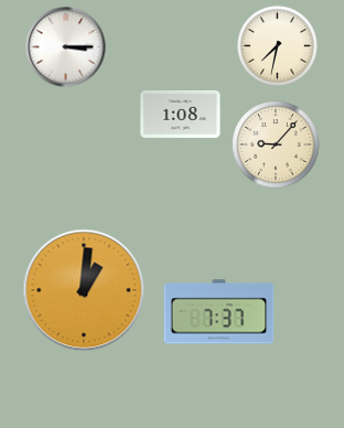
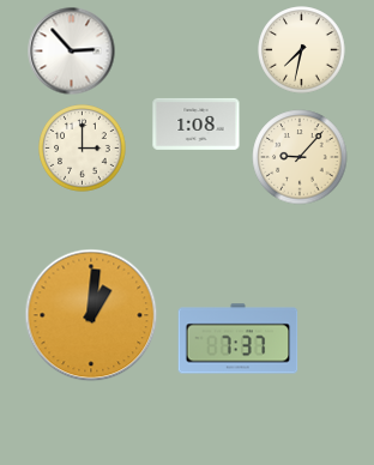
clock at (66, 47): 3:15 -> 2:53
clock at (83, 149): none -> 3:00
